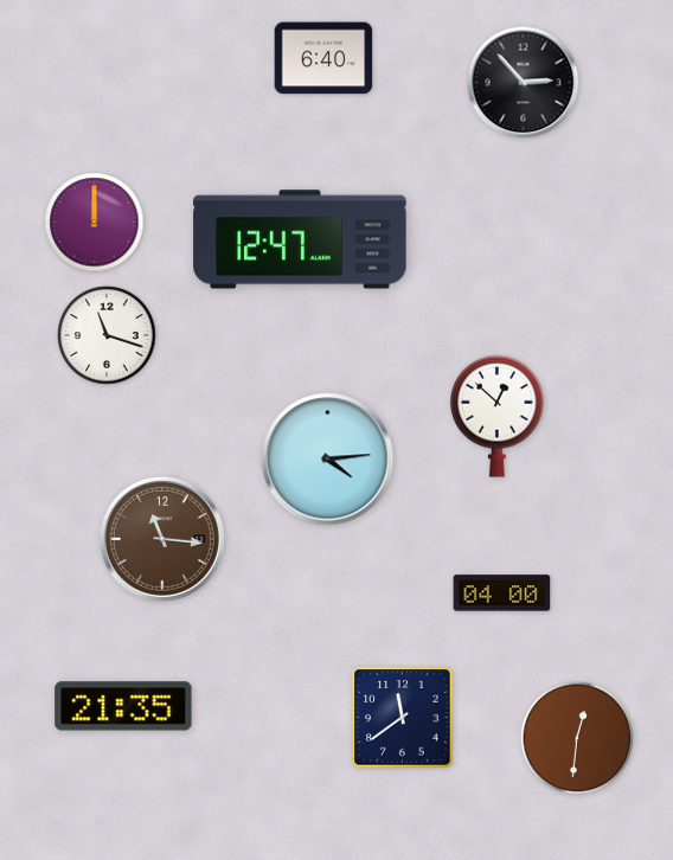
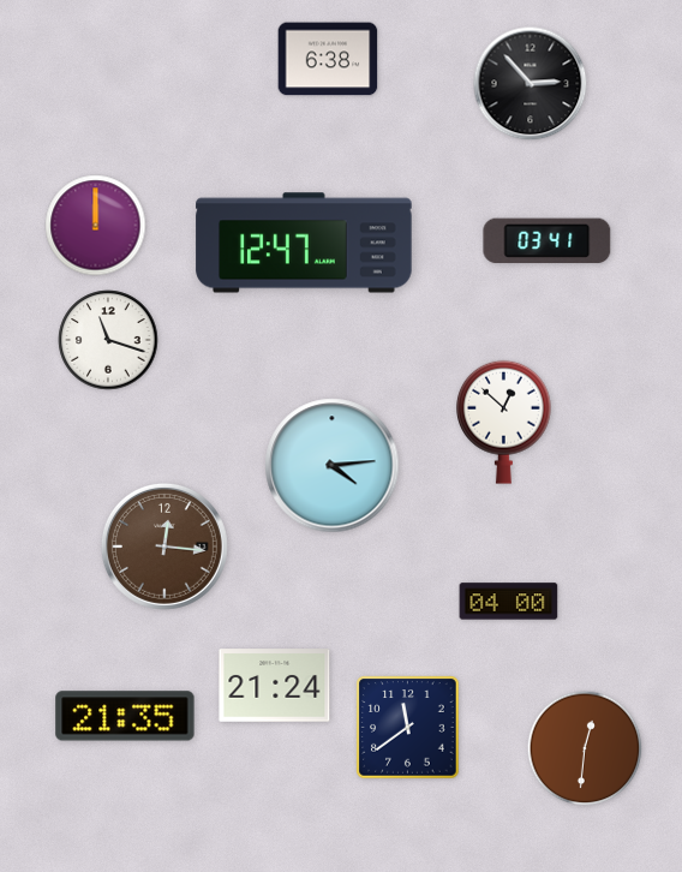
clock at (323, 58): 6:40 -> 6:38
clock at (548, 241): none -> 03:41
clock at (162, 539): 11:16 -> 12:16
clock at (275, 686): none -> 21:24
